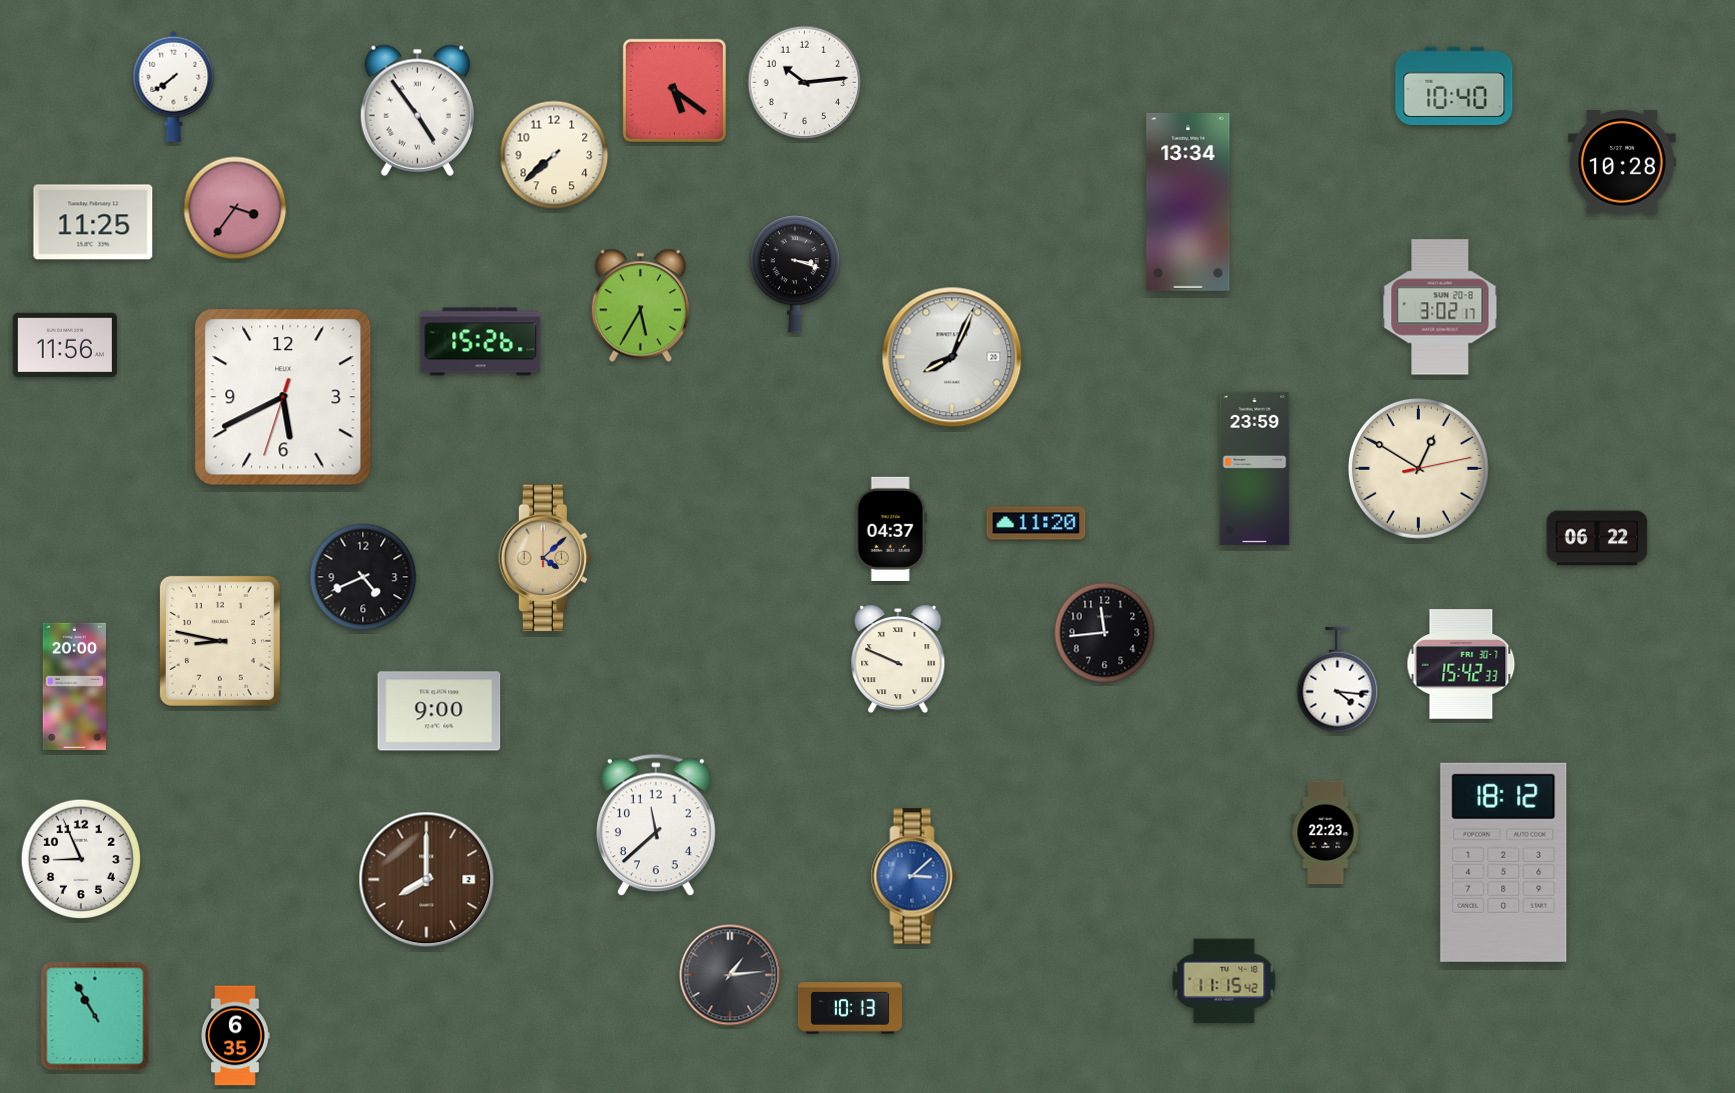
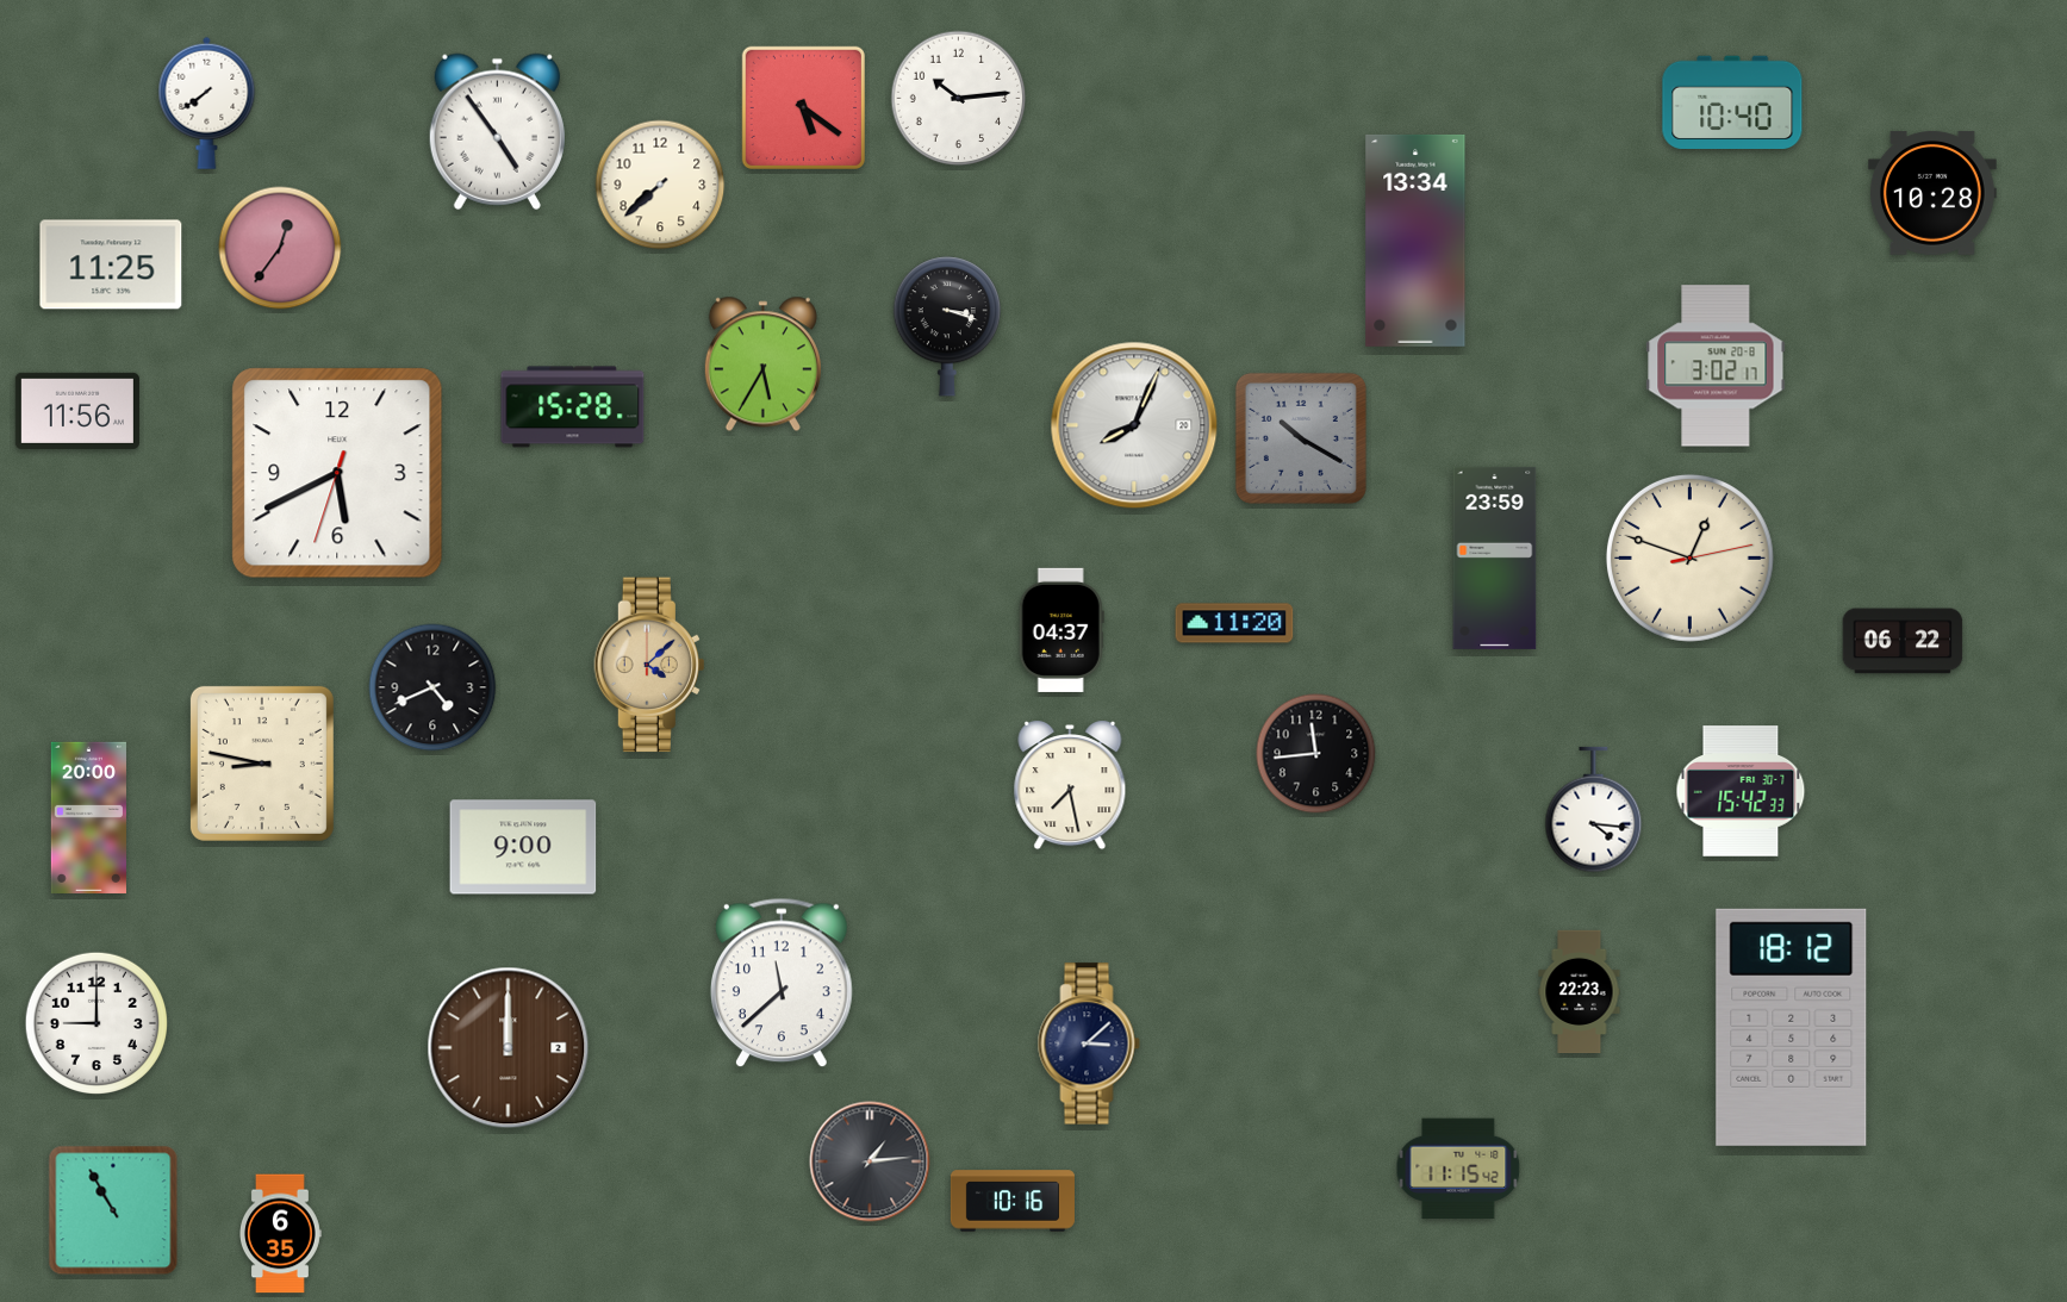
clock at (235, 208): 3:36 -> 12:36
clock at (481, 342): 15:26 -> 15:28
clock at (1301, 438): none -> 10:20
clock at (1418, 468): 12:50 -> 12:48
clock at (898, 659): 9:49 -> 7:28
clock at (80, 858): 8:56 -> 9:00
clock at (914, 876) dial: blue -> navy
clock at (427, 880): 8:00 -> 12:00
clock at (850, 1008): 10:13 -> 10:16
